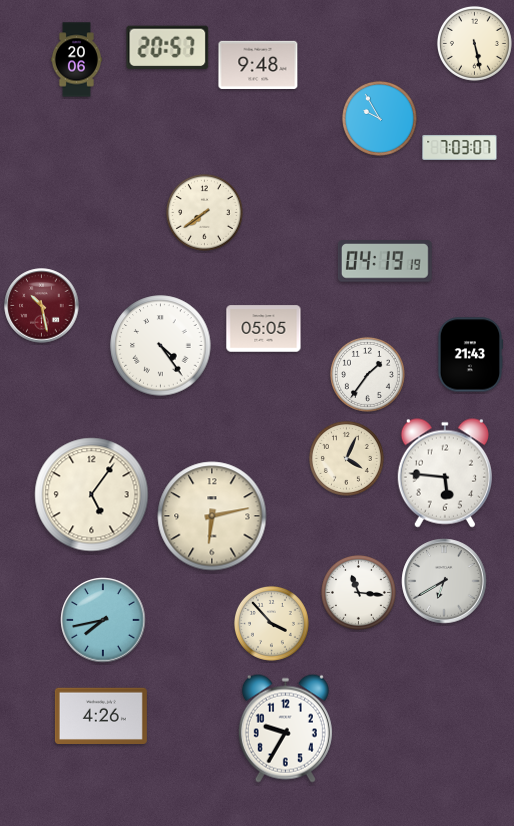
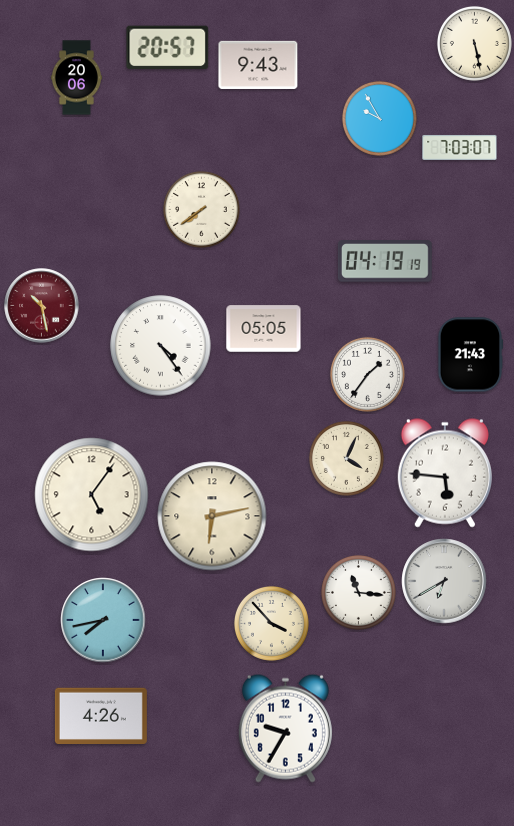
clock at (76, 60) position: (76, 60) -> (76, 78)
clock at (258, 65): 9:48 -> 9:43
clock at (204, 212) position: (204, 212) -> (201, 209)
